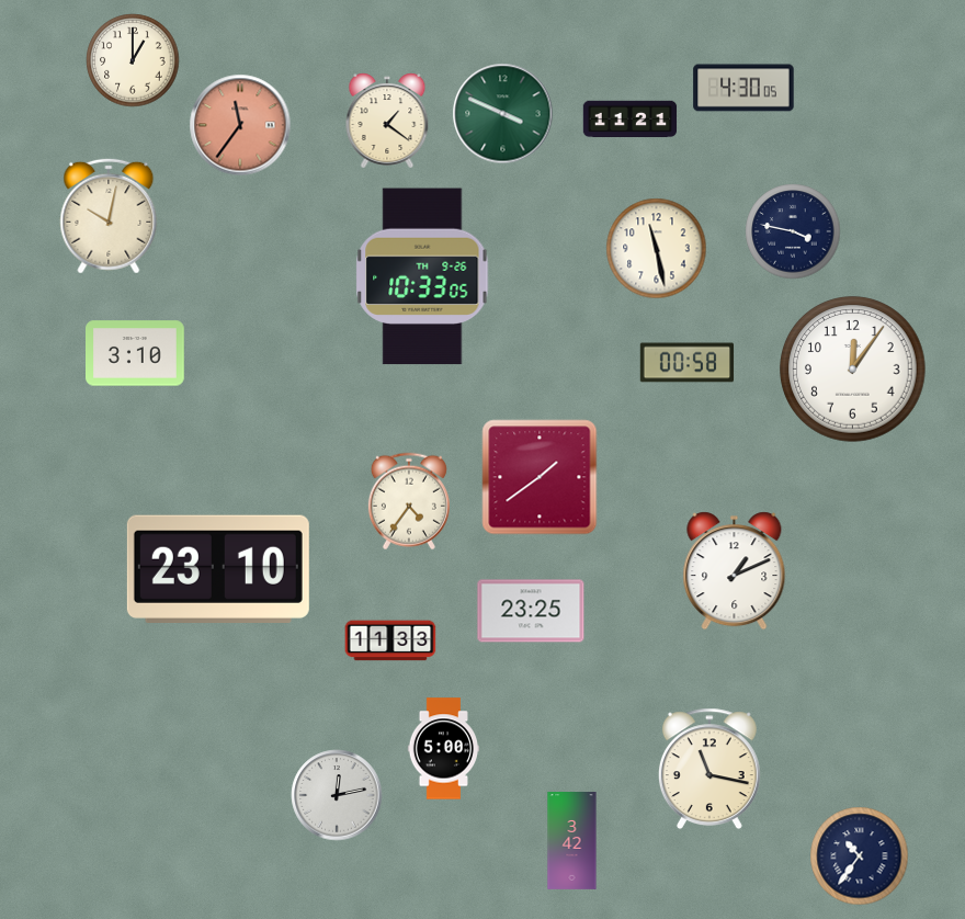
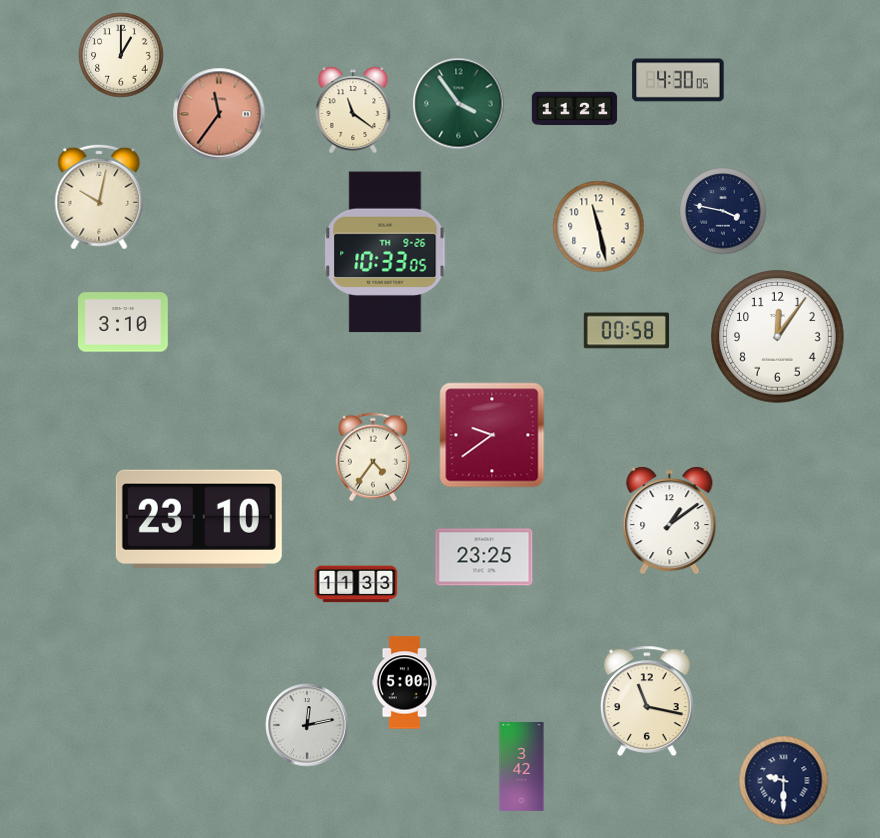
clock at (503, 114): 3:49 -> 3:54
clock at (387, 121): 1:21 -> 11:21
clock at (540, 477): 1:39 -> 9:39
clock at (735, 571): 1:11 -> 1:09
clock at (860, 856): 10:36 -> 9:30
